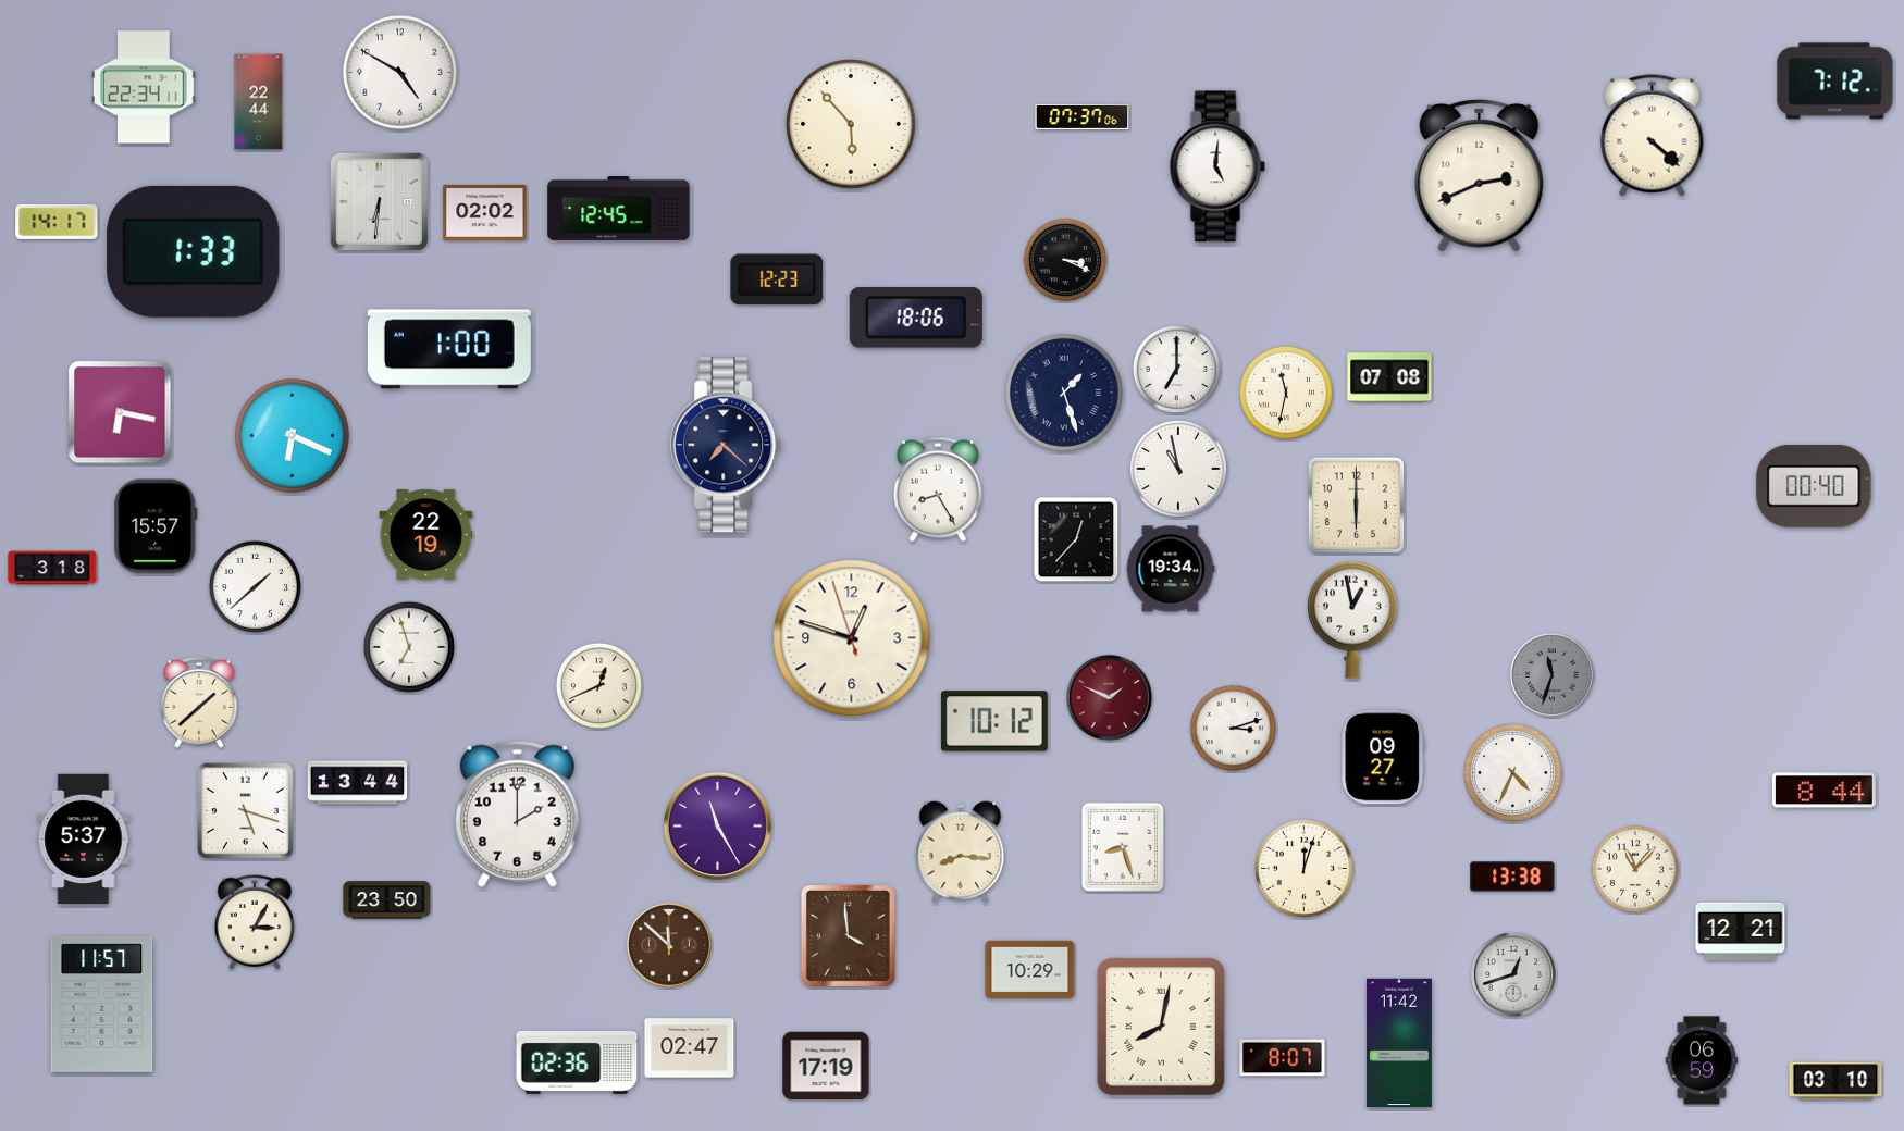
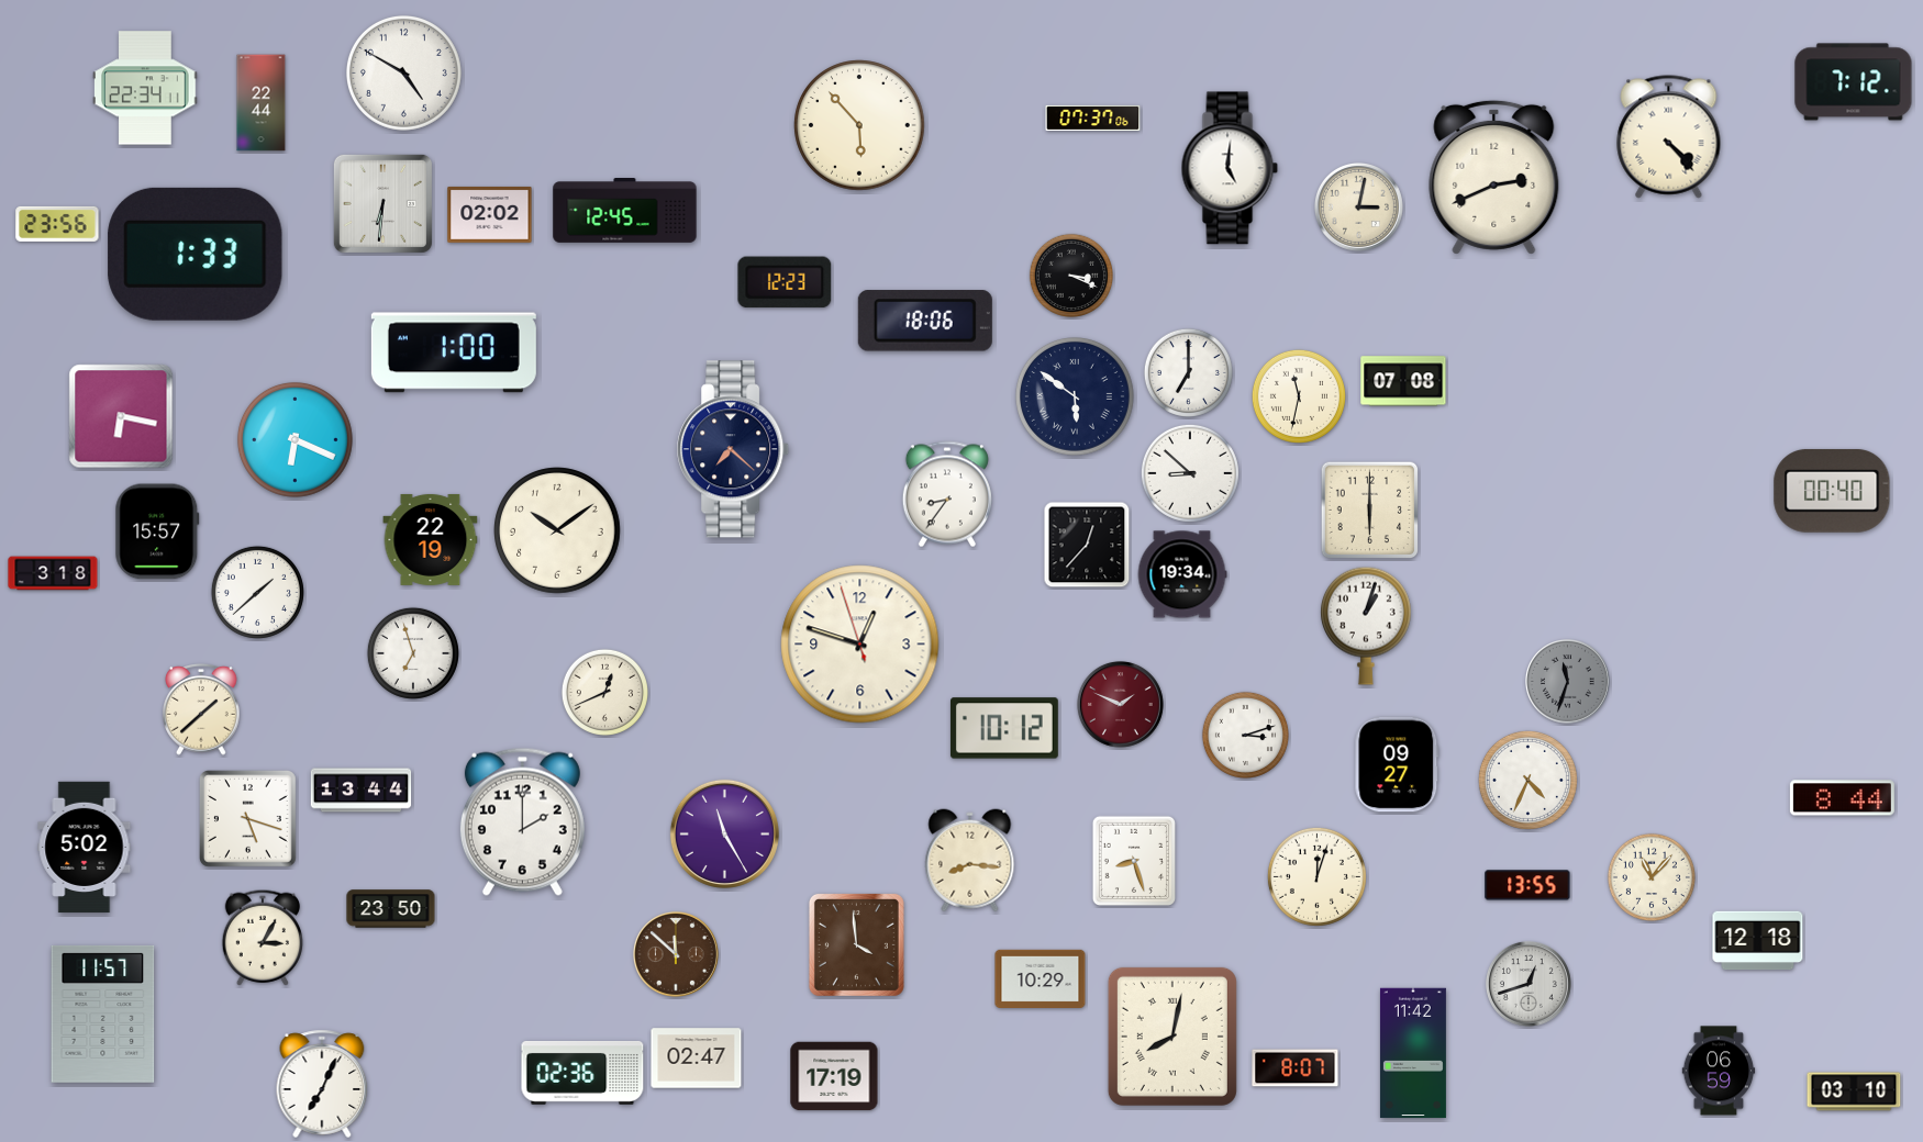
clock at (1653, 136): 4:22 -> 4:23
clock at (1358, 206): none -> 3:02
clock at (57, 222): 14:17 -> 23:56
clock at (1064, 259) position: (1064, 259) -> (1070, 275)
clock at (1065, 394): 1:27 -> 5:51
clock at (1178, 469): 10:58 -> 8:52
clock at (938, 489): 8:25 -> 8:36
clock at (557, 530): none -> 10:09
clock at (1352, 620): 12:58 -> 1:03
clock at (84, 840): 5:37 -> 5:02
clock at (1122, 846) position: (1122, 846) -> (1133, 860)
clock at (1512, 877): 13:38 -> 13:55
clock at (254, 922) position: (254, 922) -> (262, 938)
clock at (1741, 932): 12:21 -> 12:18
clock at (322, 1084): none -> 7:04
